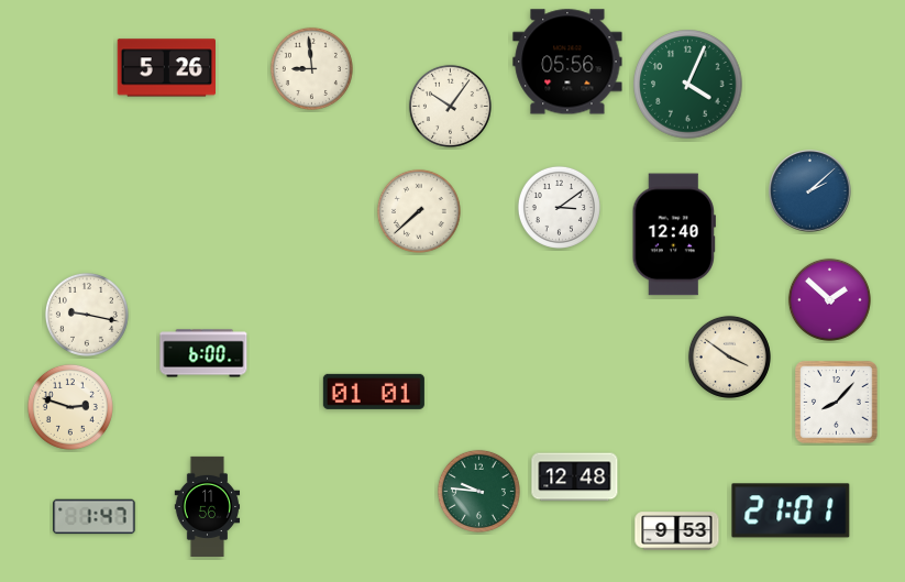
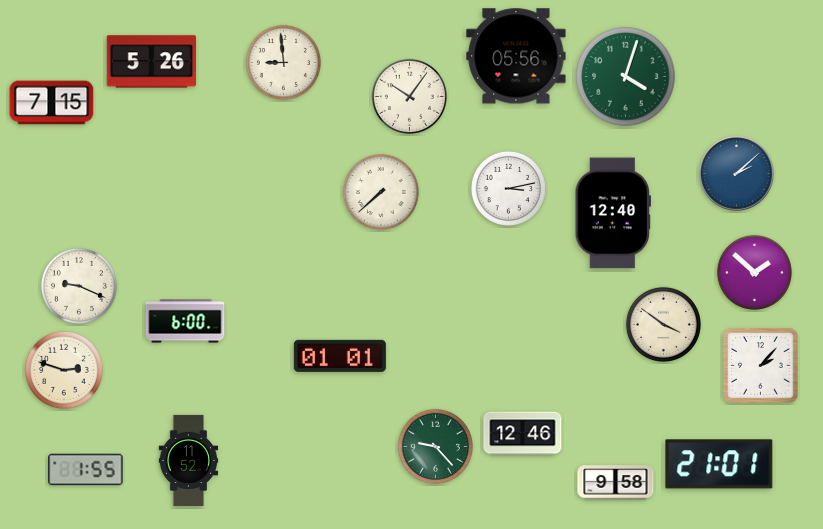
clock at (688, 85): 4:04 -> 4:03
clock at (52, 103): none -> 7:15
clock at (559, 207): 3:09 -> 3:13
clock at (87, 315): 9:17 -> 9:19
clock at (837, 403): 8:07 -> 2:07
clock at (575, 477): 12:48 -> 12:46
clock at (478, 491): 9:46 -> 9:23
clock at (208, 506): 11:56 -> 11:52
clock at (95, 517): 1:47 -> 1:55
clock at (677, 531): 9:53 -> 9:58
